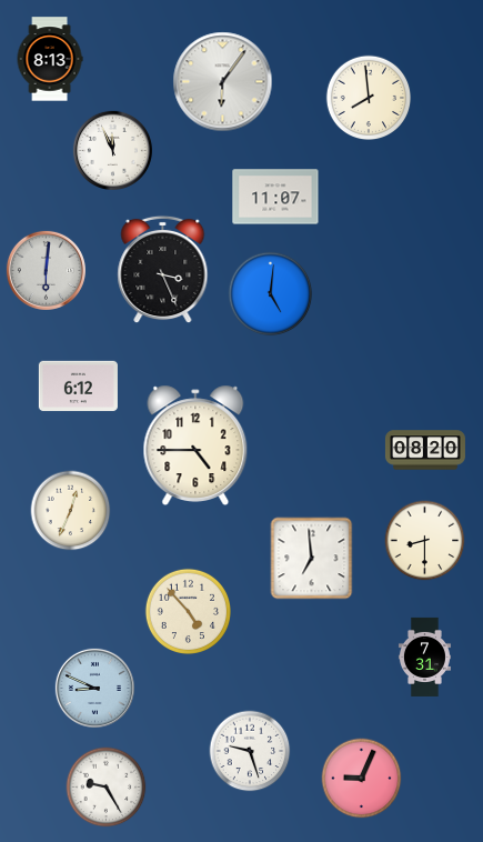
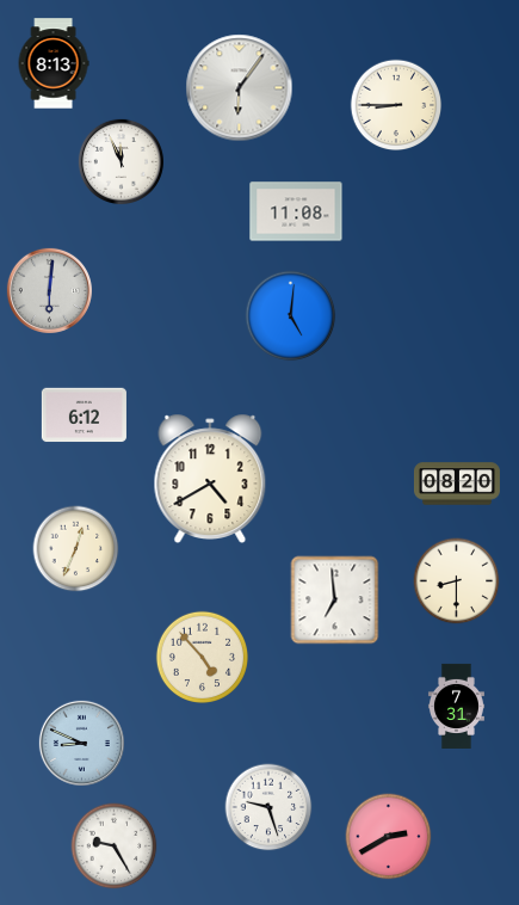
clock at (369, 98): 7:59 -> 8:45
clock at (275, 197): 11:07 -> 11:08
clock at (163, 270): 3:26 -> none
clock at (195, 444): 4:45 -> 4:40
clock at (94, 688) position: (94, 688) -> (81, 743)
clock at (362, 779): 9:04 -> 2:40
